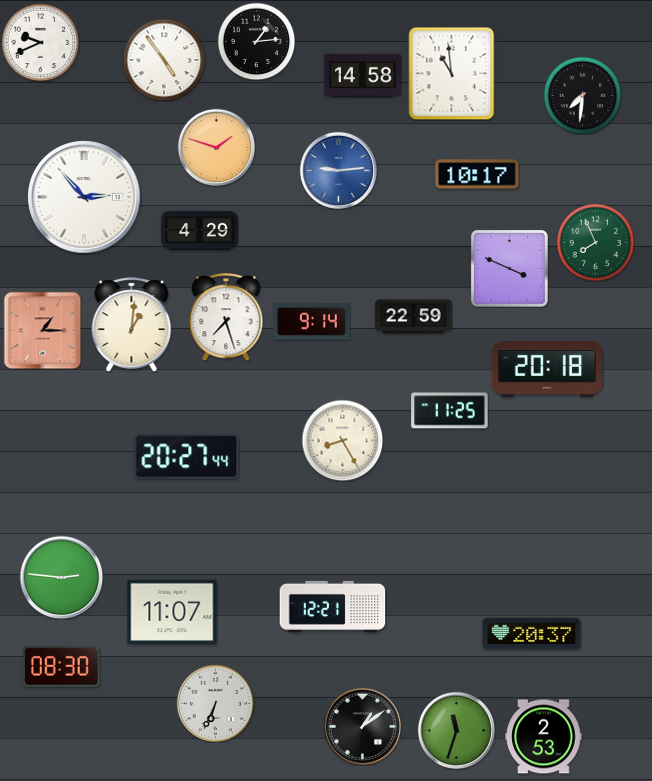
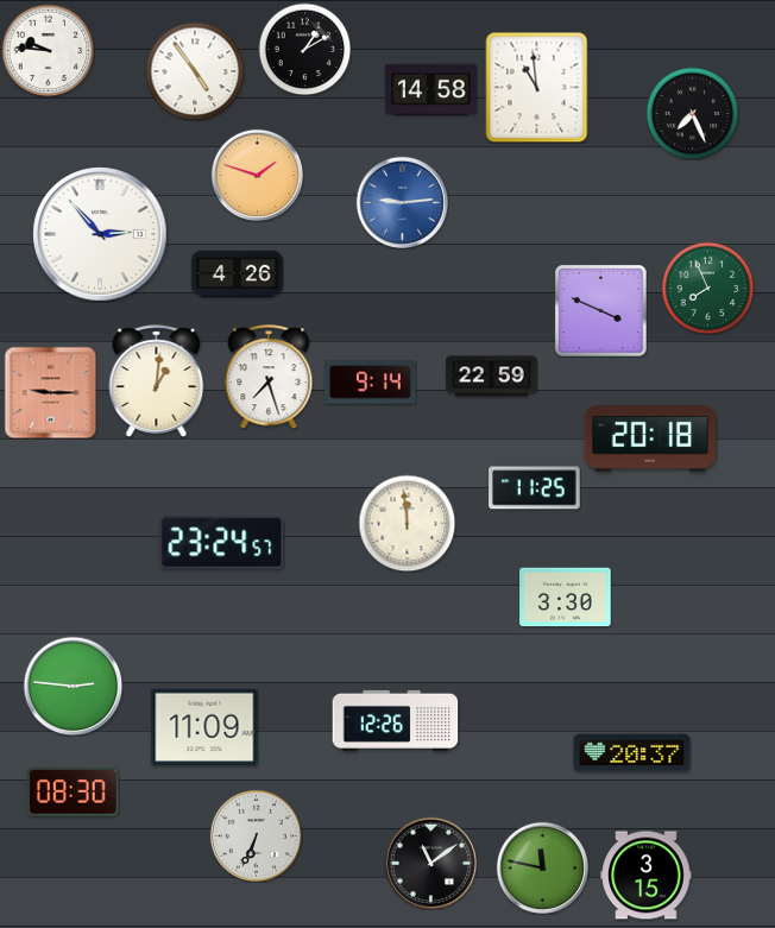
clock at (256, 41): 1:14 -> 1:10
clock at (40, 42): 9:41 -> 9:46
clock at (582, 95): 7:31 -> 7:26
clock at (477, 174): 10:17 -> none
clock at (200, 230): 4:29 -> 4:26
clock at (510, 269) position: (510, 269) -> (601, 311)
clock at (132, 325) position: (132, 325) -> (157, 381)
clock at (42, 330): 1:15 -> 9:15
clock at (342, 440): 8:25 -> 11:59
clock at (187, 457): 20:27 -> 23:24
clock at (566, 598): none -> 3:30
clock at (333, 606): 12:21 -> 12:26
clock at (172, 611): 11:07 -> 11:09
clock at (362, 726): 1:09 -> 11:09
clock at (456, 730): 11:33 -> 11:47
clock at (544, 737): 2:53 -> 3:15
